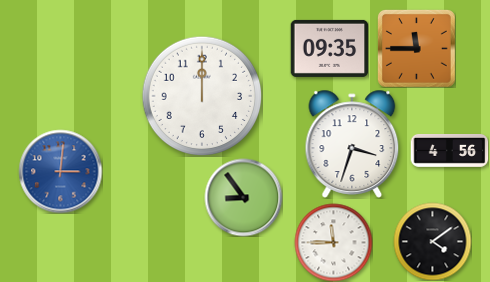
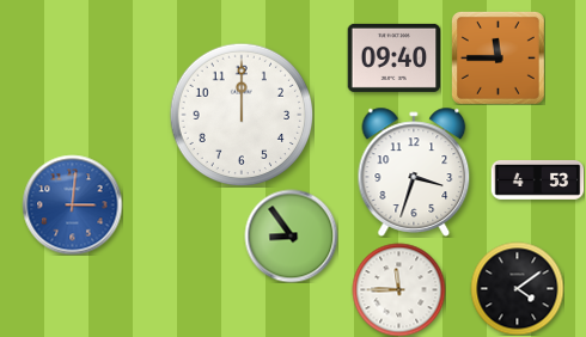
clock at (329, 48): 09:35 -> 09:40
clock at (352, 144) position: (352, 144) -> (414, 172)
clock at (449, 151): 4:56 -> 4:53
